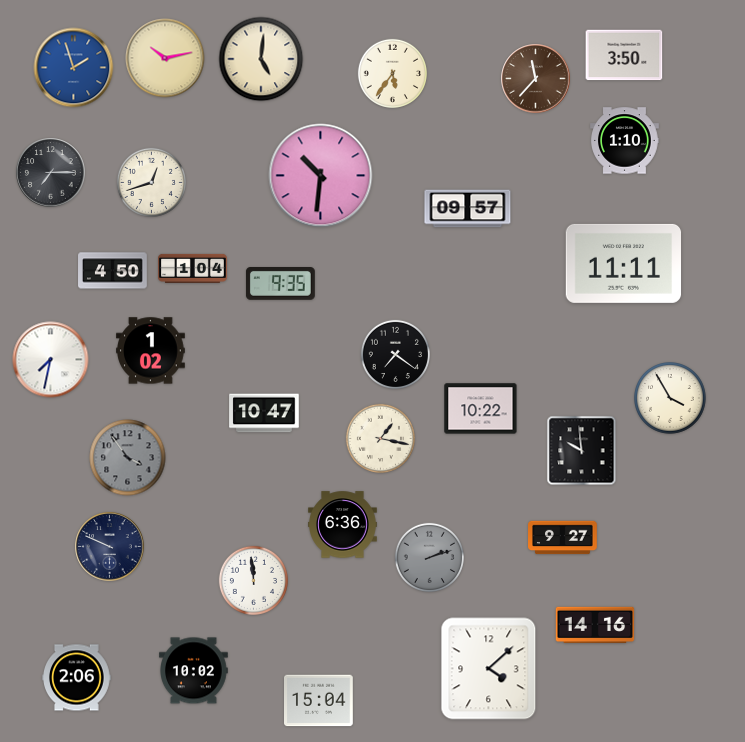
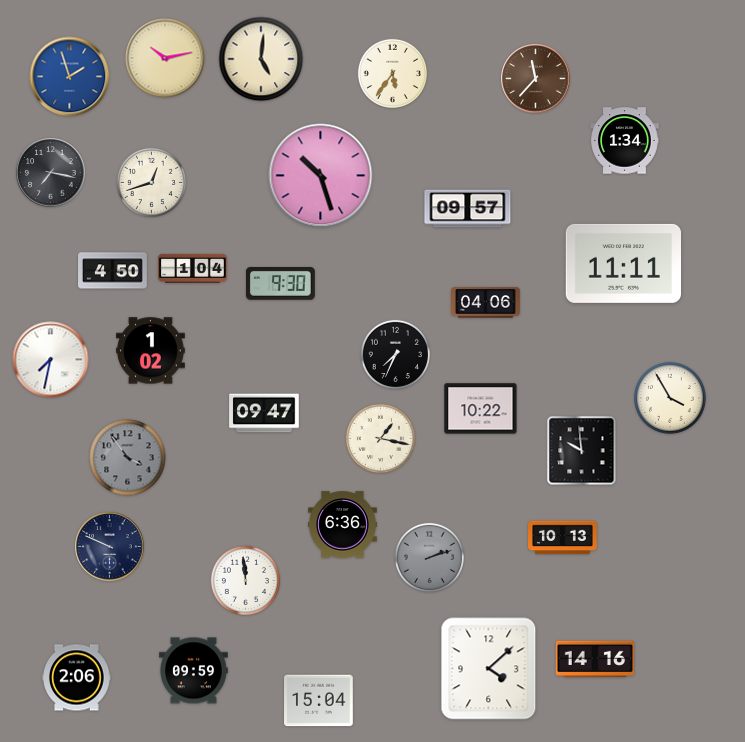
clock at (624, 55): 3:50 -> none
clock at (74, 68) position: (74, 68) -> (70, 77)
clock at (625, 141): 1:10 -> 1:34
clock at (51, 173): 7:15 -> 7:17
clock at (321, 176): 10:31 -> 10:27
clock at (280, 284): 9:35 -> 9:30
clock at (486, 303): none -> 04:06
clock at (395, 354): 7:21 -> 7:34
clock at (264, 413): 10:47 -> 09:47
clock at (563, 538): 9:27 -> 10:13
clock at (253, 580) position: (253, 580) -> (245, 580)
clock at (595, 625) position: (595, 625) -> (595, 659)
clock at (194, 671): 10:02 -> 09:59
